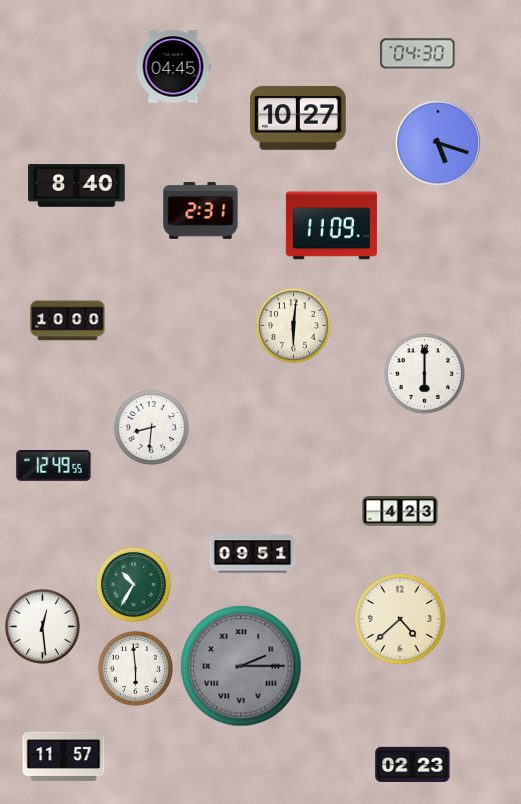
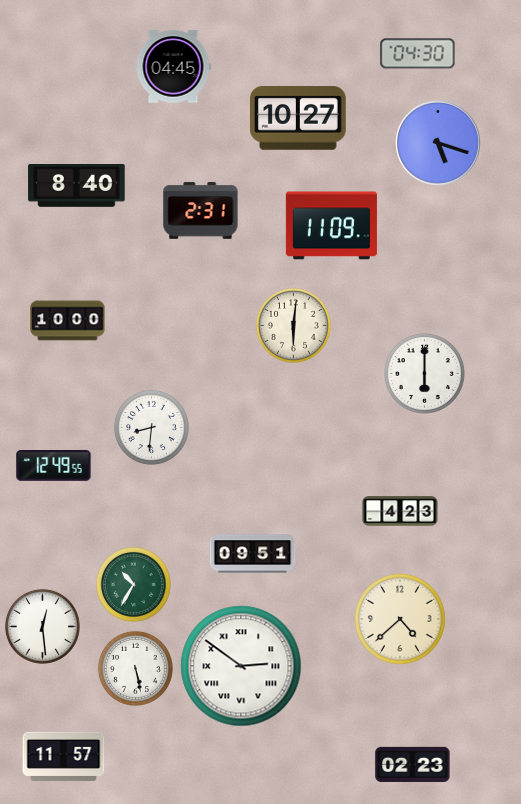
clock at (241, 666): 2:15 -> 2:51
clock at (241, 666) dial: grey -> white
clock at (135, 668): 5:59 -> 5:28
